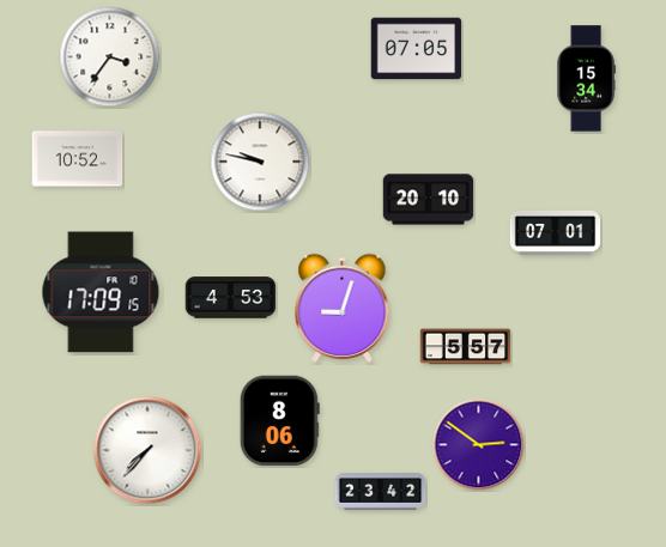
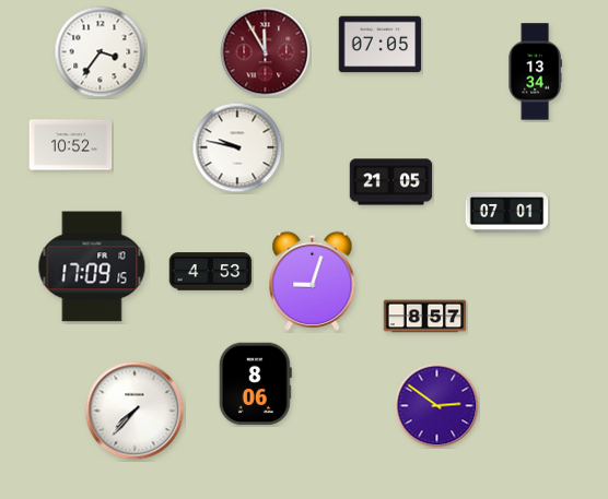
clock at (266, 52): none -> 11:55
clock at (586, 79): 15:34 -> 13:34
clock at (429, 200): 20:10 -> 21:05
clock at (466, 347): 5:57 -> 8:57
clock at (381, 492): 23:42 -> none
